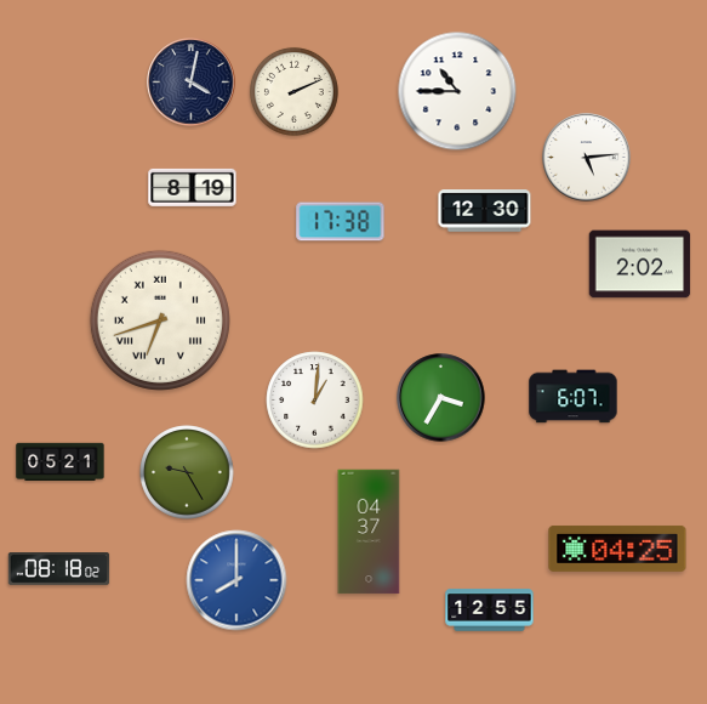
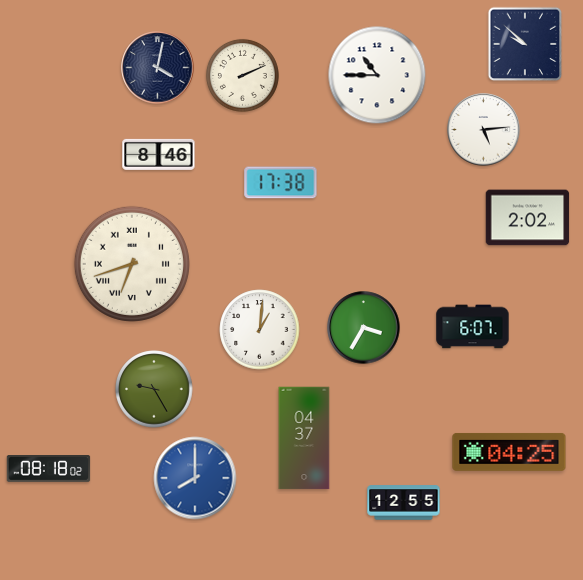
clock at (525, 44): none -> 9:52
clock at (193, 187): 8:19 -> 8:46
clock at (485, 211): 12:30 -> none
clock at (61, 462): 05:21 -> none
